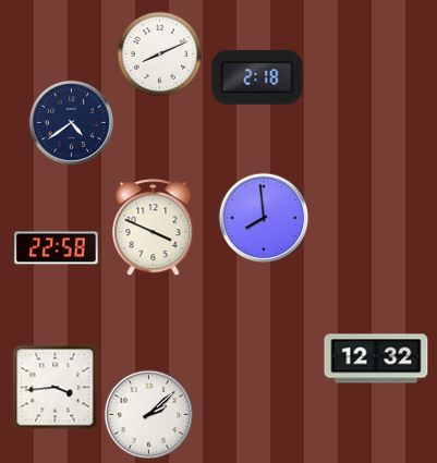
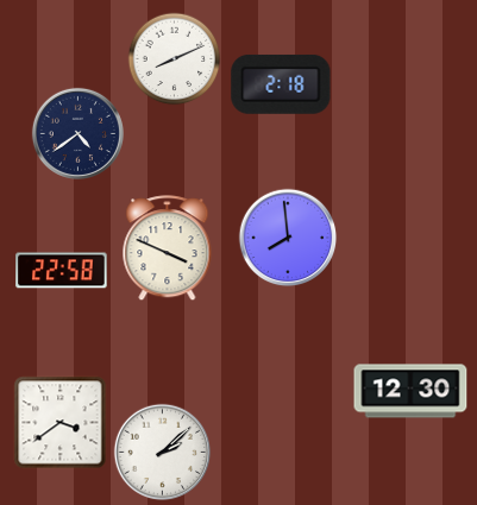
clock at (376, 358): 12:32 -> 12:30
clock at (54, 387): 3:44 -> 3:39
